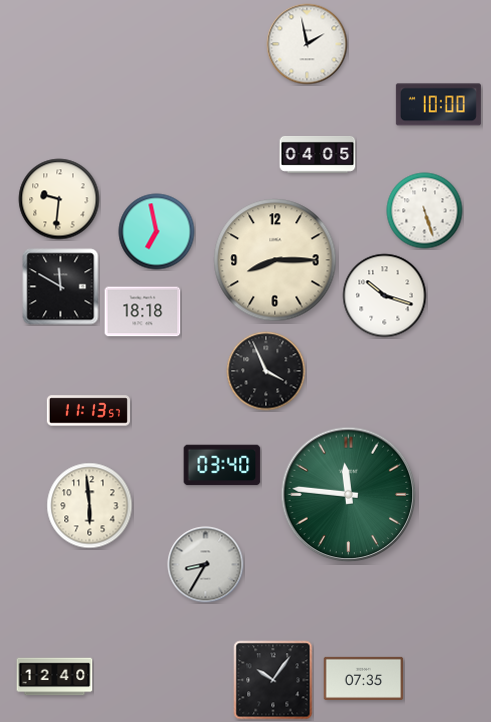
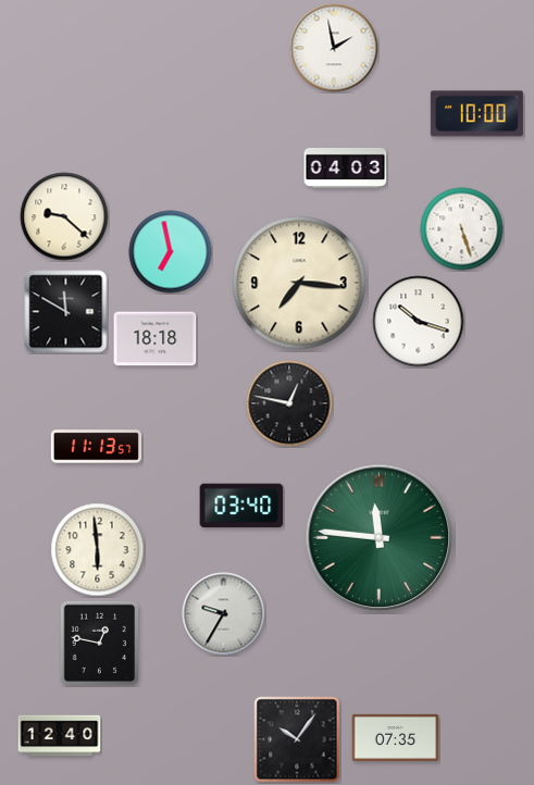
clock at (318, 154): 04:05 -> 04:03
clock at (59, 199): 9:31 -> 9:22
clock at (275, 260): 8:15 -> 7:16
clock at (266, 371): 3:56 -> 12:47
clock at (206, 565): 8:35 -> 9:35
clock at (100, 643): none -> 12:47
